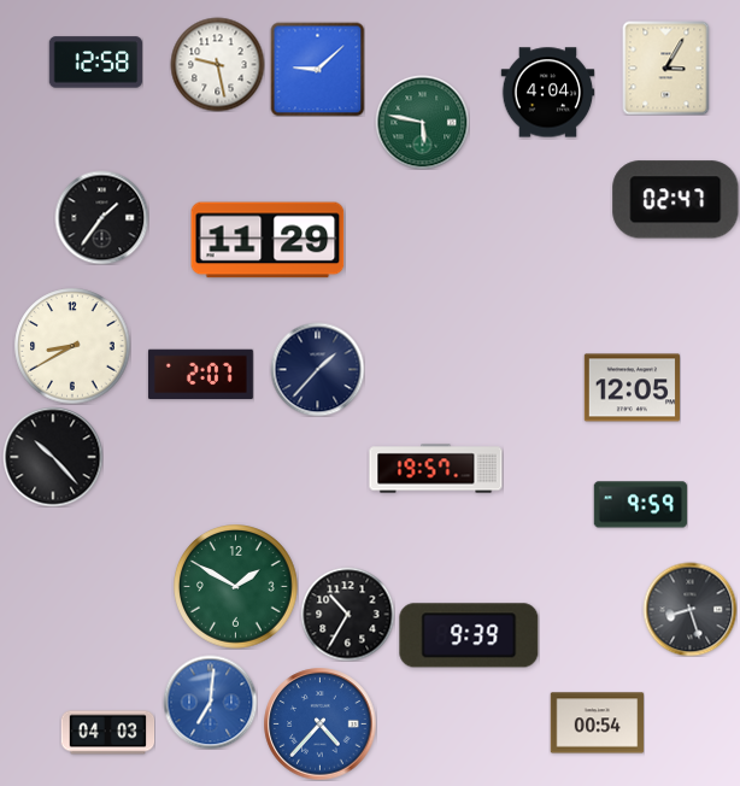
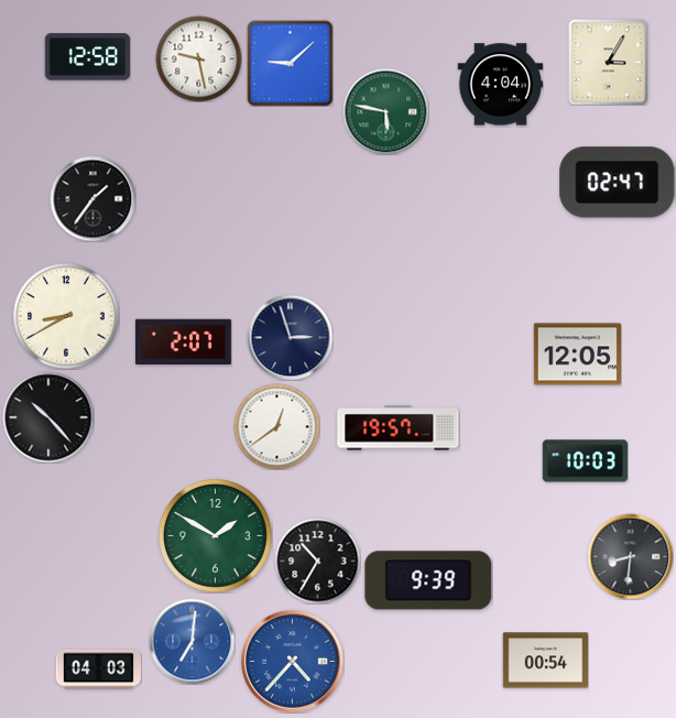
clock at (268, 240): 11:29 -> none
clock at (317, 369): 1:37 -> 2:57
clock at (276, 426): none -> 12:39
clock at (640, 505): 9:59 -> 10:03
clock at (689, 609): 8:27 -> 8:31
